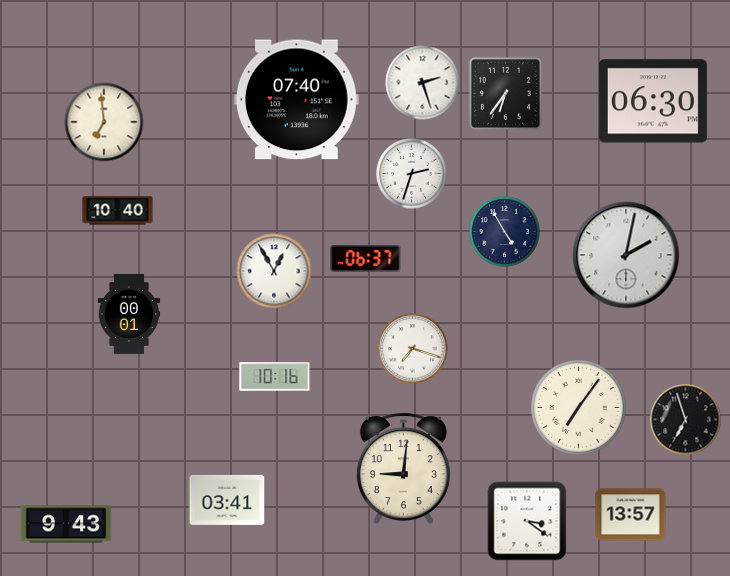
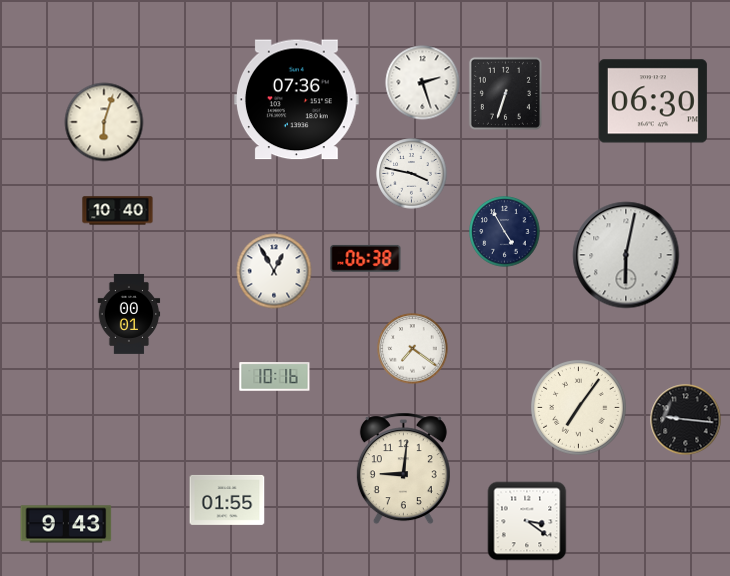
clock at (505, 93): 6:36 -> 6:33
clock at (297, 100): 07:40 -> 07:36
clock at (104, 122): 6:59 -> 6:03
clock at (412, 174): 2:33 -> 3:47
clock at (626, 255): 2:02 -> 6:02
clock at (366, 258): 06:37 -> 06:38
clock at (413, 349): 7:18 -> 7:21
clock at (686, 420): 6:57 -> 9:16
clock at (227, 500): 03:41 -> 01:55
clock at (631, 515): 13:57 -> none
